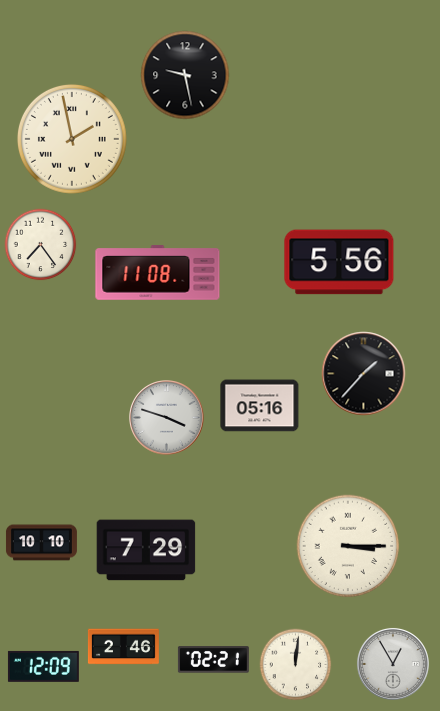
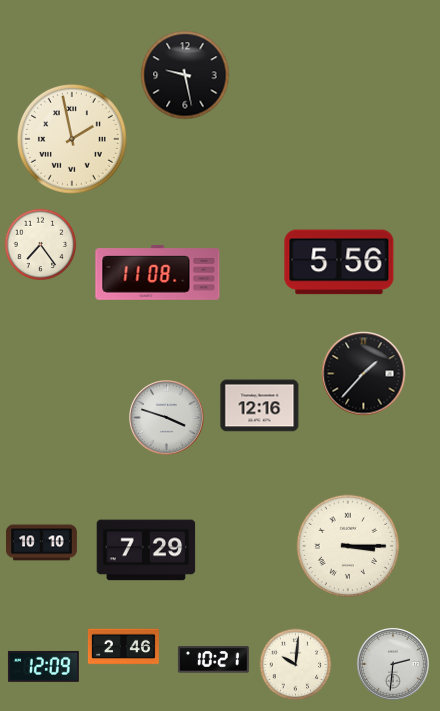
clock at (260, 406): 05:16 -> 12:16
clock at (213, 660): 02:21 -> 10:21
clock at (393, 664): 12:55 -> 2:31
clock at (296, 665): 12:01 -> 10:01
